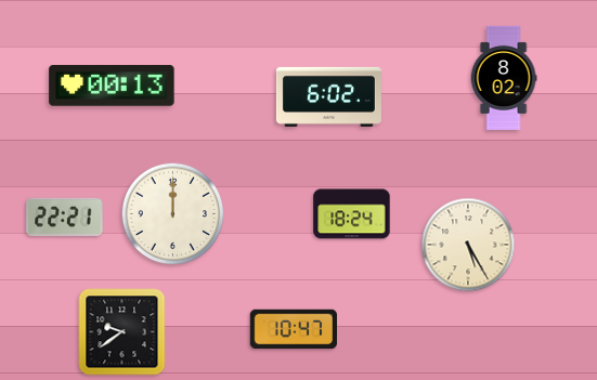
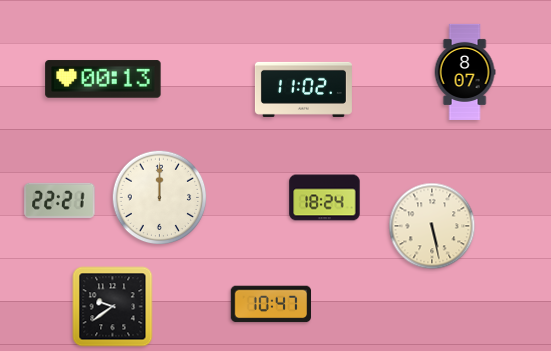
clock at (504, 78): 8:02 -> 8:07
clock at (328, 96): 6:02 -> 11:02
clock at (468, 245): 5:25 -> 5:28
